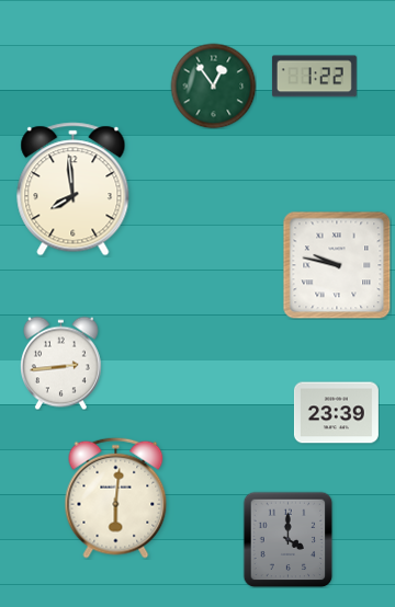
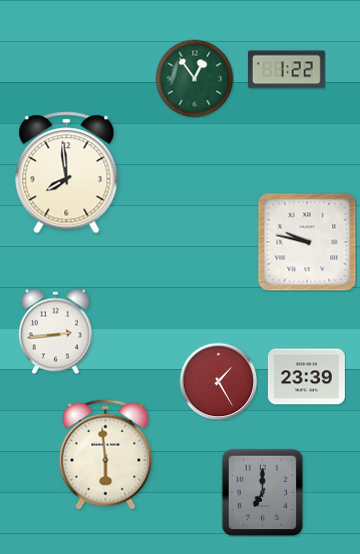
clock at (218, 381): none -> 1:25
clock at (116, 497): 6:01 -> 5:59
clock at (289, 539): 4:00 -> 7:00
